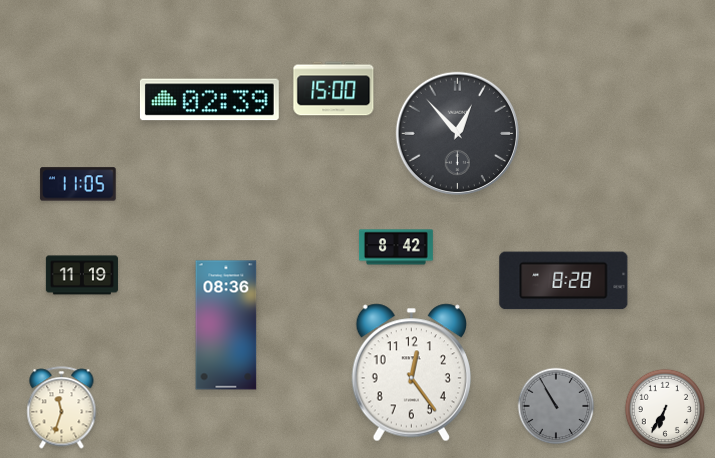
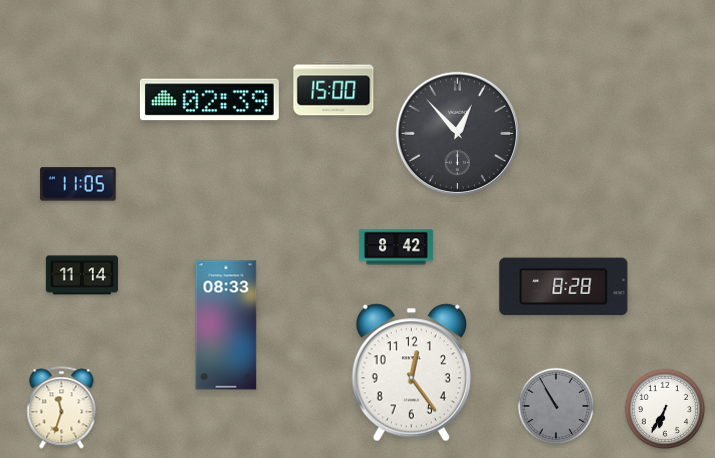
clock at (82, 275): 11:19 -> 11:14
clock at (564, 281) position: (564, 281) -> (564, 287)
clock at (226, 325): 08:36 -> 08:33
